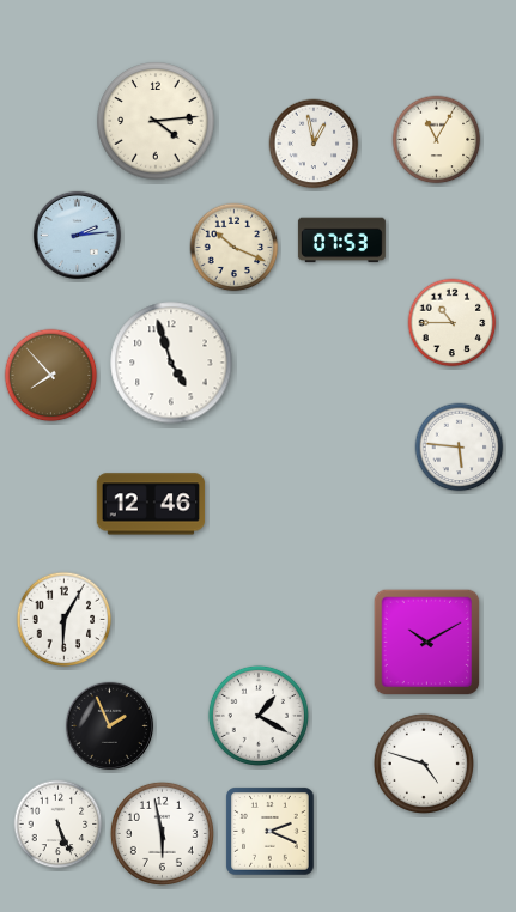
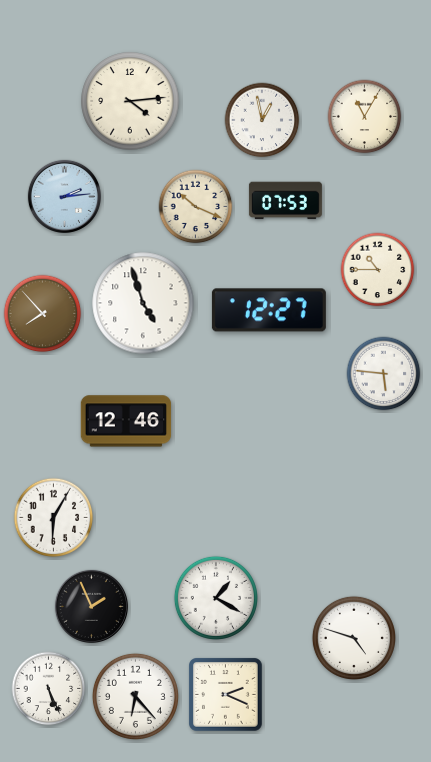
clock at (269, 310): none -> 12:27
clock at (427, 643): 10:10 -> none
clock at (162, 833): 5:58 -> 6:23
